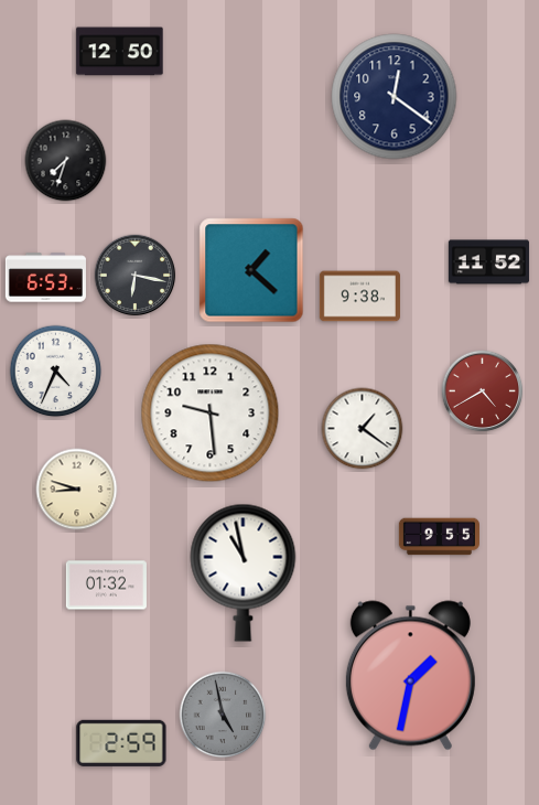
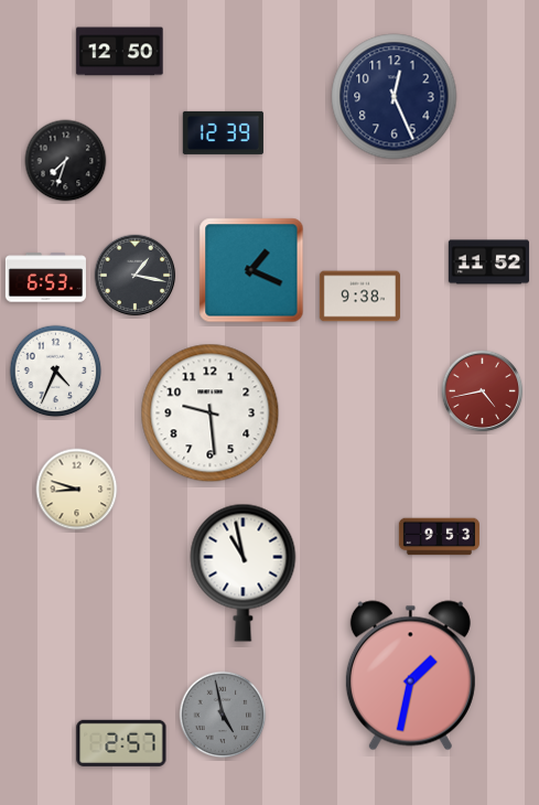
clock at (395, 97): 12:21 -> 12:26
clock at (223, 132): none -> 12:39
clock at (251, 270): 1:22 -> 1:19
clock at (136, 276): 6:17 -> 1:17
clock at (483, 391): 4:40 -> 4:43
clock at (363, 429): 1:21 -> none
clock at (439, 537): 9:55 -> 9:53
clock at (106, 586): 01:32 -> none
clock at (121, 743): 2:59 -> 2:57
